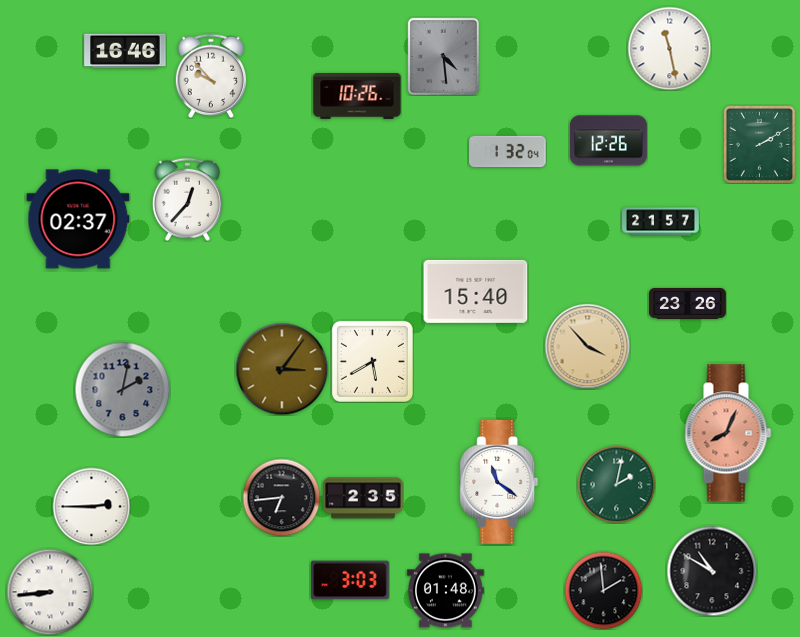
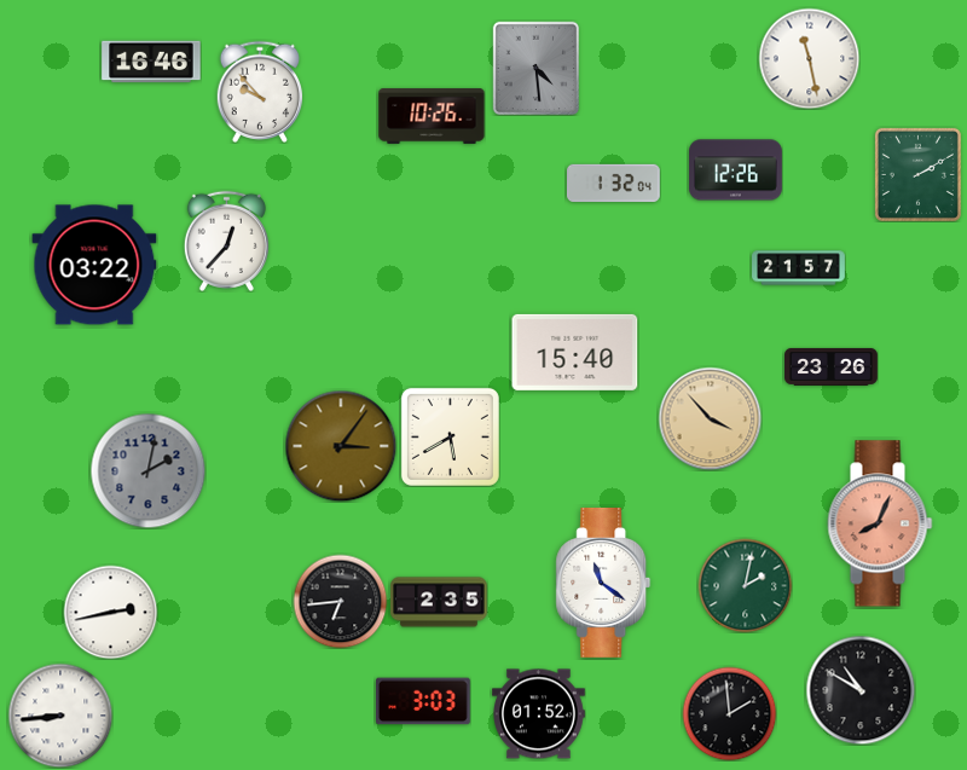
clock at (211, 76) position: (211, 76) -> (260, 92)
clock at (78, 219): 02:37 -> 03:22
clock at (91, 506): 2:45 -> 2:43
clock at (446, 591): 01:48 -> 01:52
